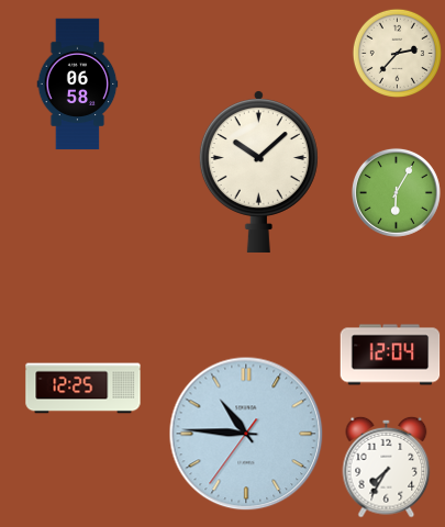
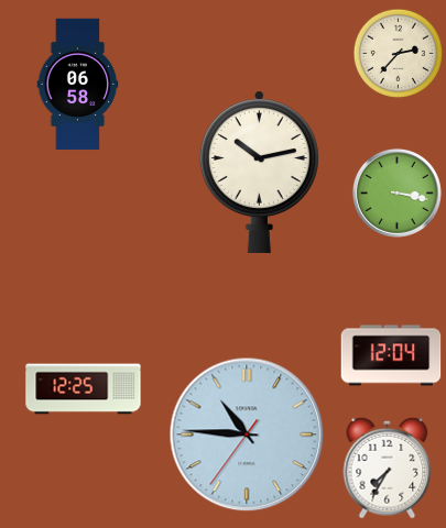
clock at (258, 172): 10:08 -> 10:13
clock at (396, 192): 6:05 -> 3:17
